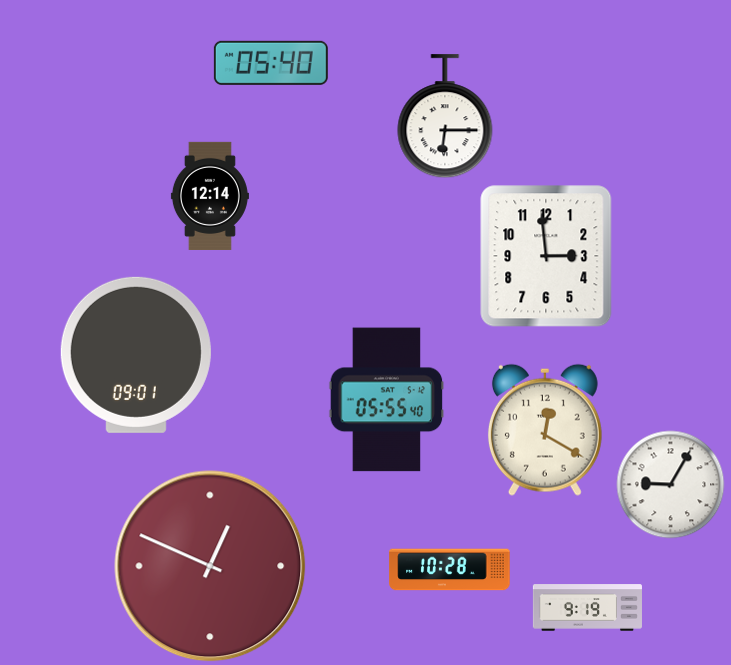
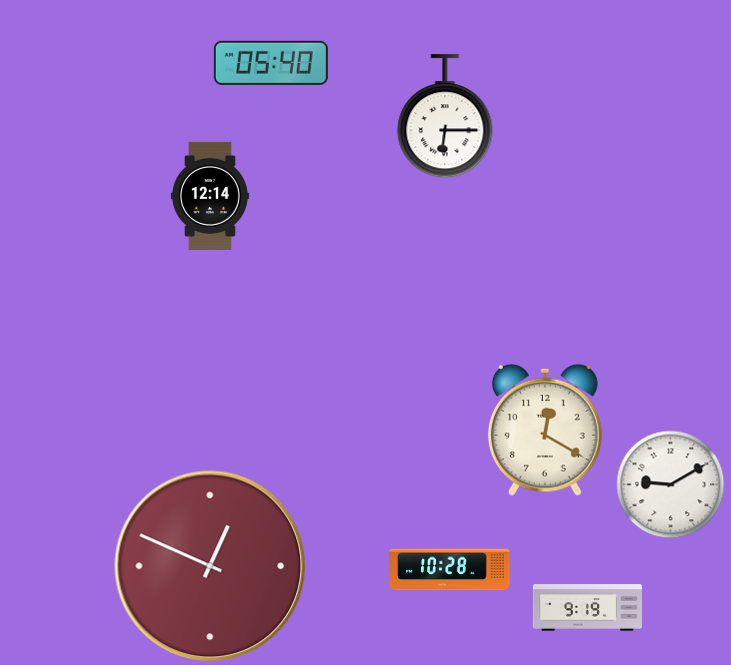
clock at (546, 256): 2:59 -> none
clock at (136, 355): 09:01 -> none
clock at (387, 400): 05:55 -> none
clock at (671, 485): 9:05 -> 9:10
